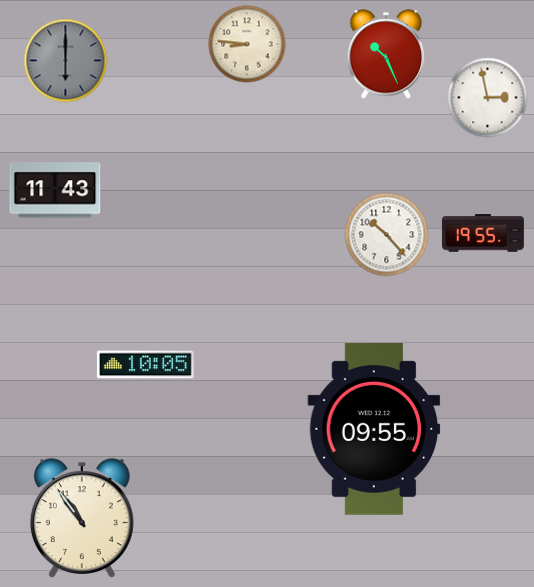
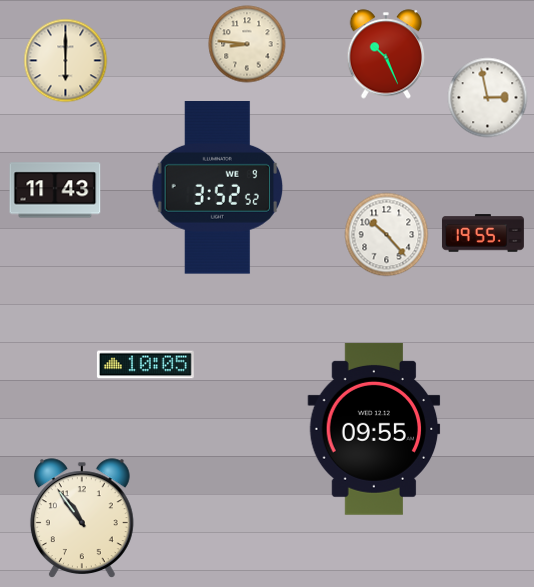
clock at (66, 61) dial: grey -> cream
clock at (218, 188): none -> 3:52
